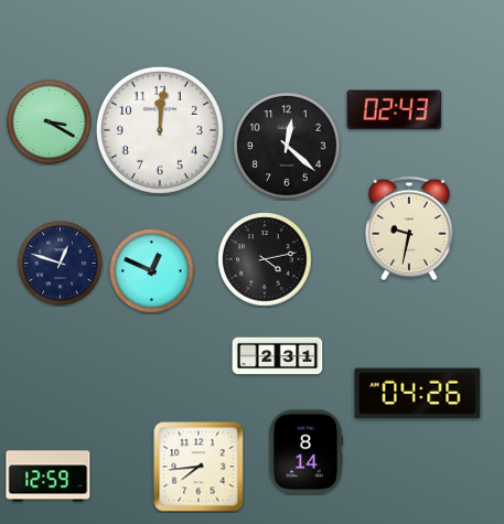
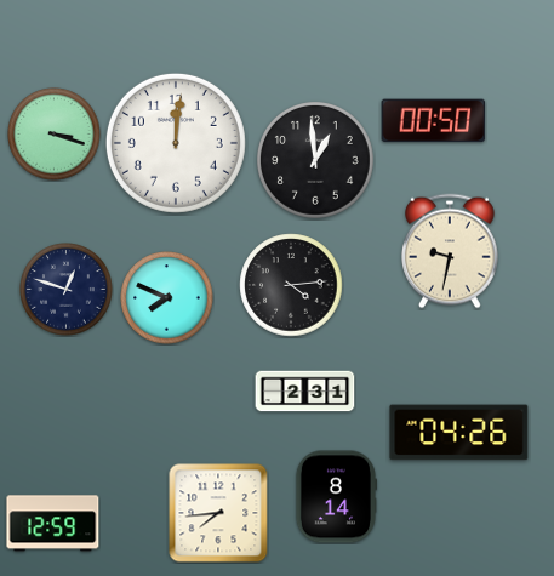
clock at (395, 110): 02:43 -> 00:50
clock at (50, 122): 3:20 -> 3:18
clock at (288, 147): 12:22 -> 12:59
clock at (265, 259): 4:13 -> 4:14
clock at (152, 271): 12:49 -> 7:49
